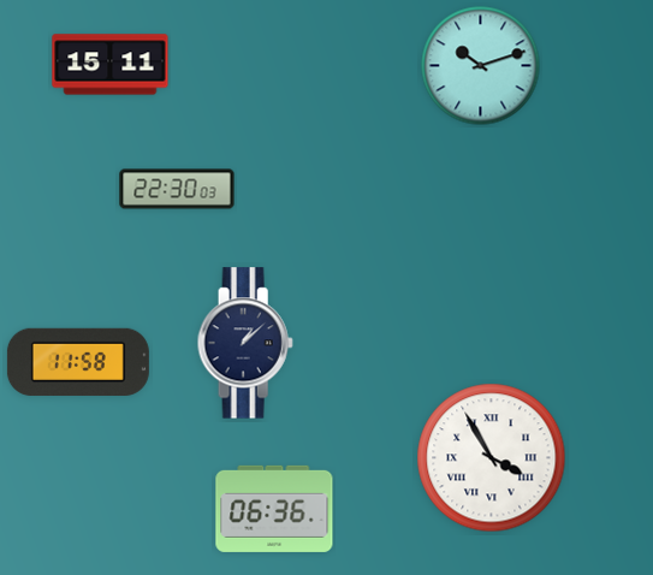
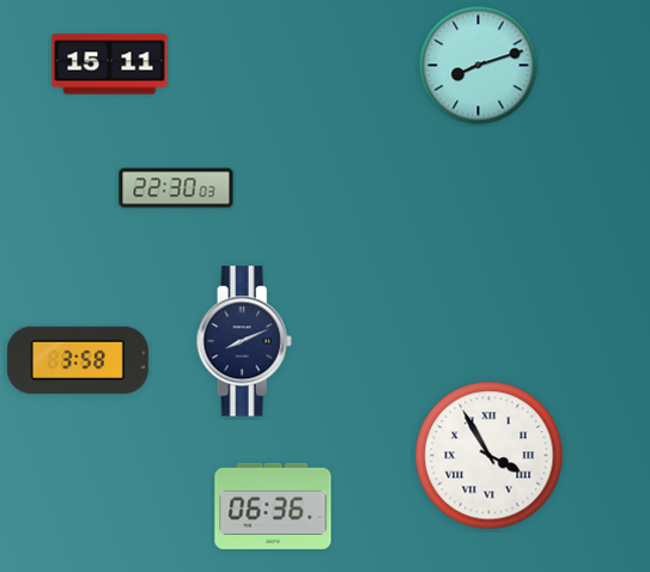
clock at (481, 66): 10:12 -> 8:12
clock at (245, 343): 1:08 -> 8:11
clock at (78, 362): 11:58 -> 3:58
